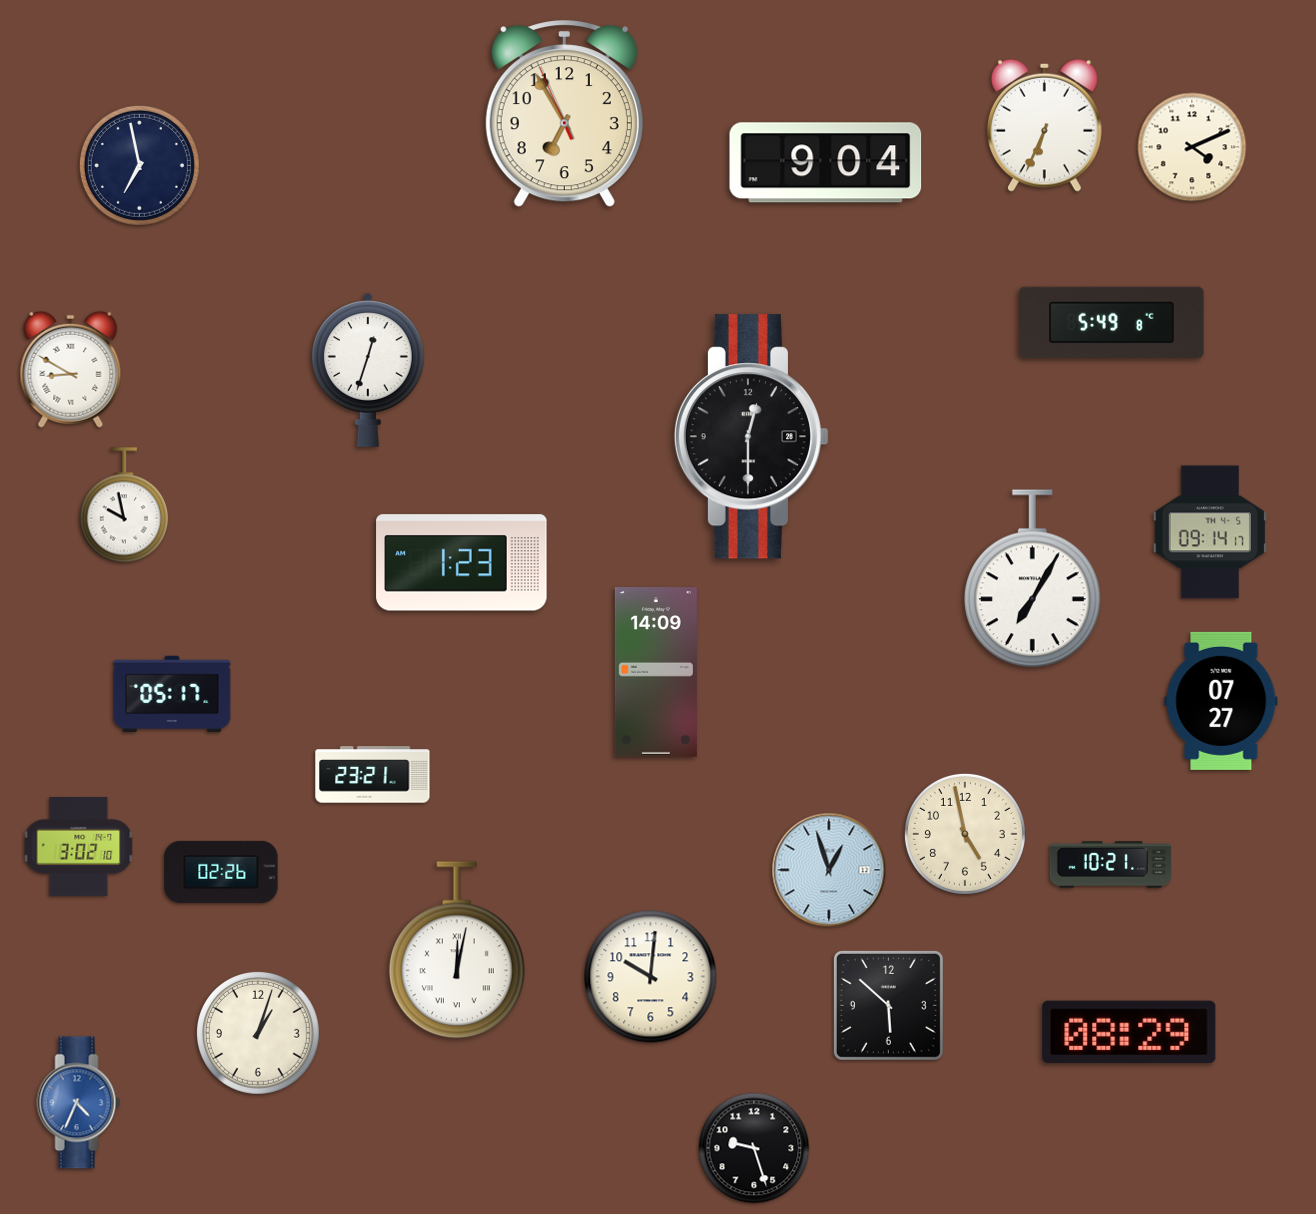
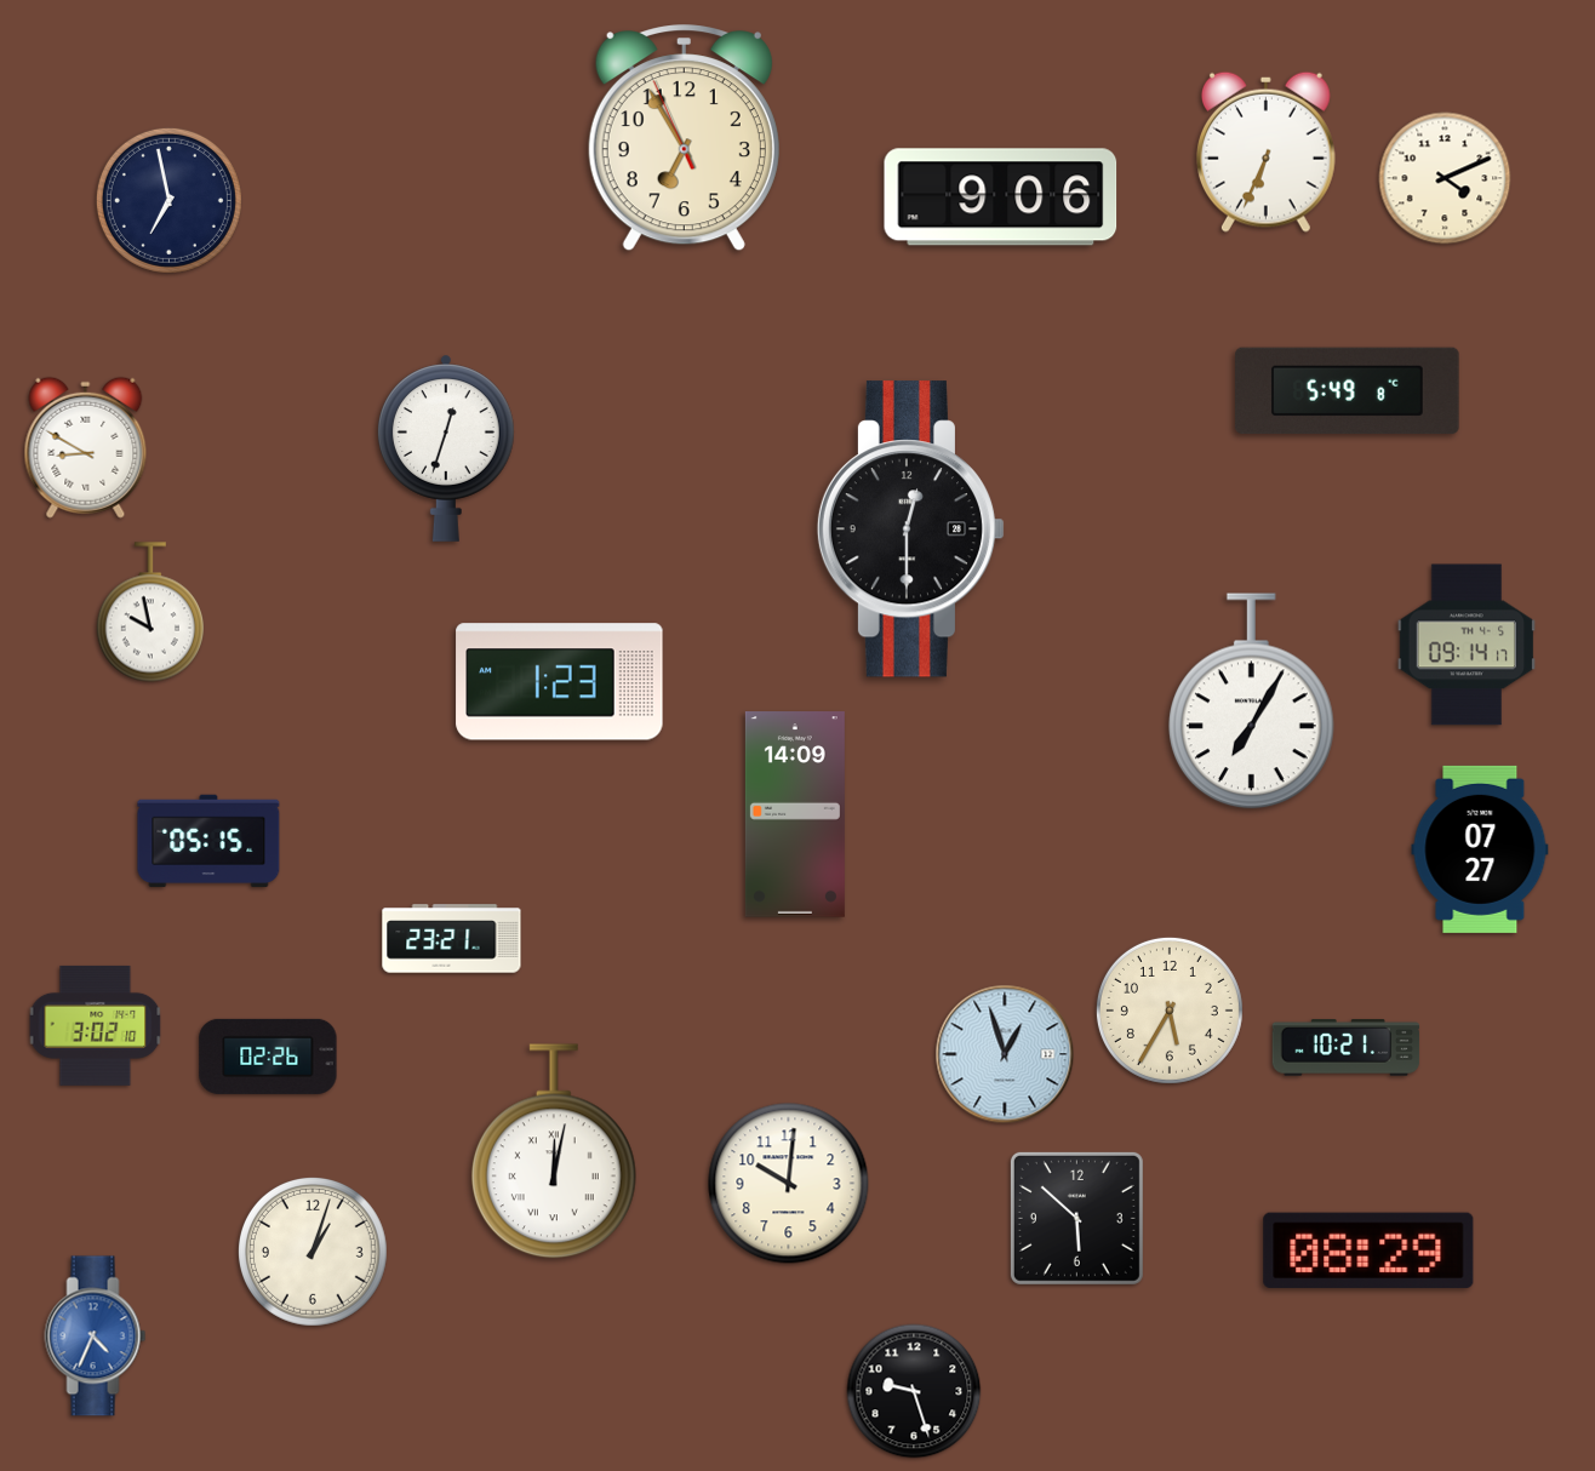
clock at (826, 163): 9:04 -> 9:06
clock at (172, 694): 05:17 -> 05:15
clock at (965, 834): 4:58 -> 5:35
